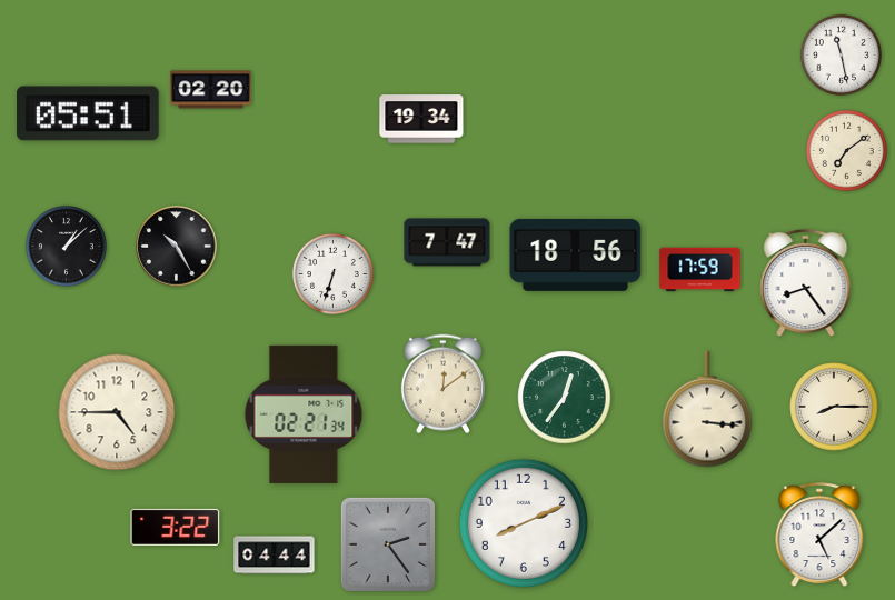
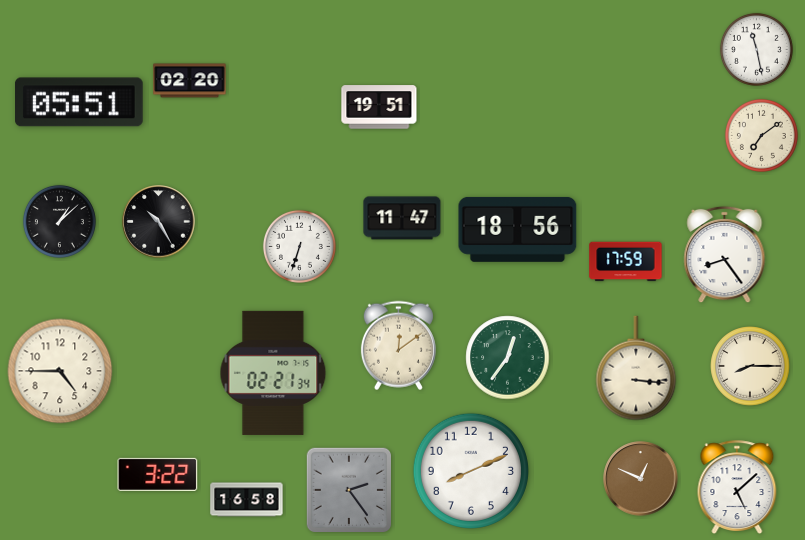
clock at (421, 119): 19:34 -> 19:51
clock at (447, 242): 7:47 -> 11:47
clock at (700, 270) position: (700, 270) -> (626, 262)
clock at (117, 412) position: (117, 412) -> (60, 371)
clock at (641, 479): none -> 12:49
clock at (819, 534) position: (819, 534) -> (737, 487)
clock at (275, 556): 04:44 -> 16:58
